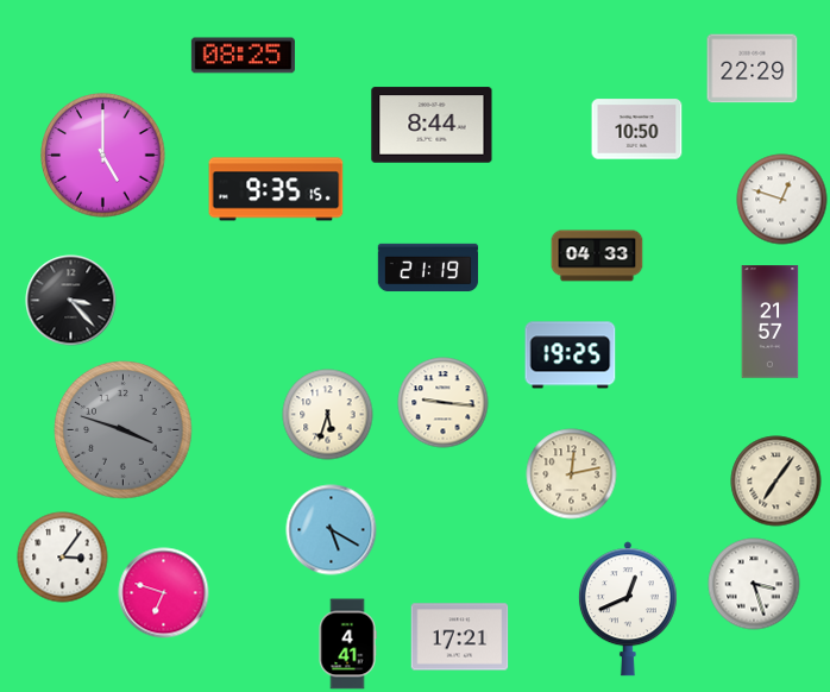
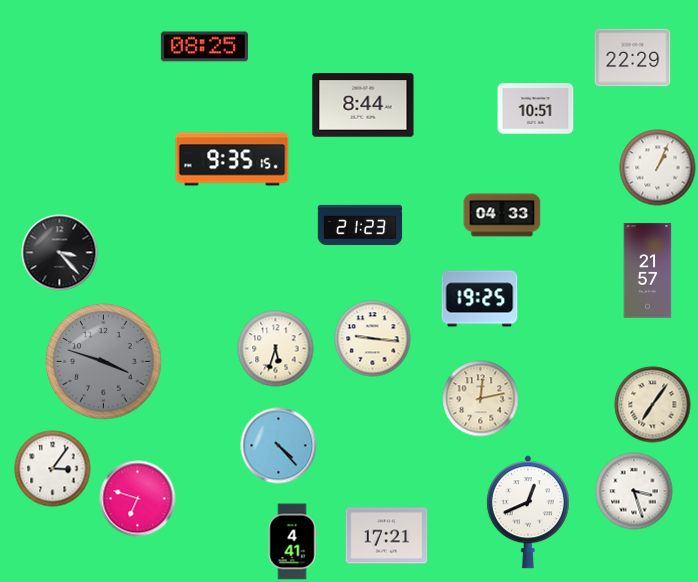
clock at (637, 130): 10:50 -> 10:51
clock at (103, 156): 5:00 -> none
clock at (782, 200): 12:48 -> 1:04
clock at (428, 268): 21:19 -> 21:23
clock at (332, 530): 5:20 -> 4:23
